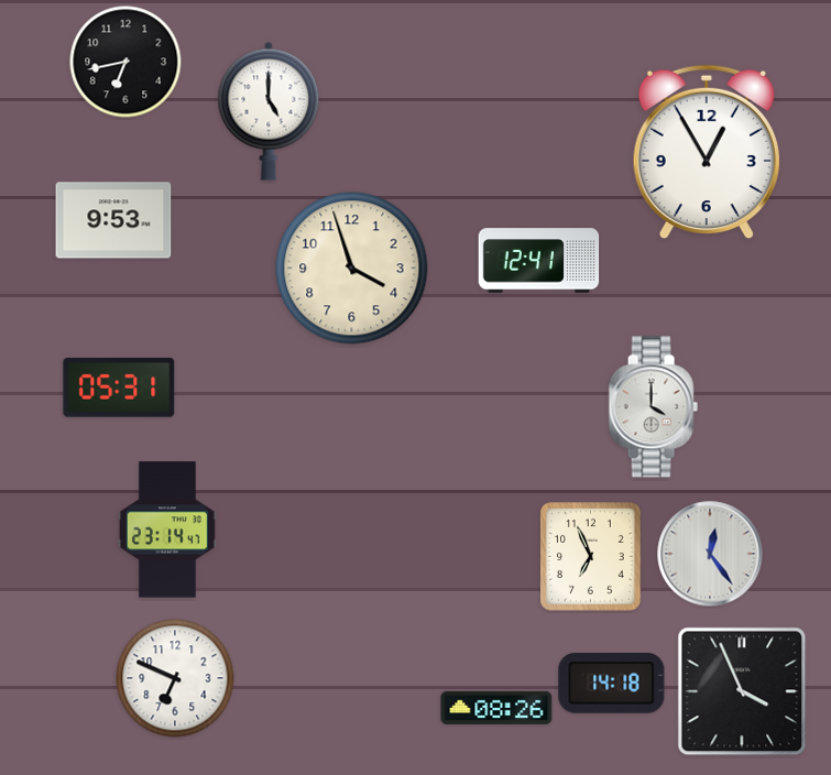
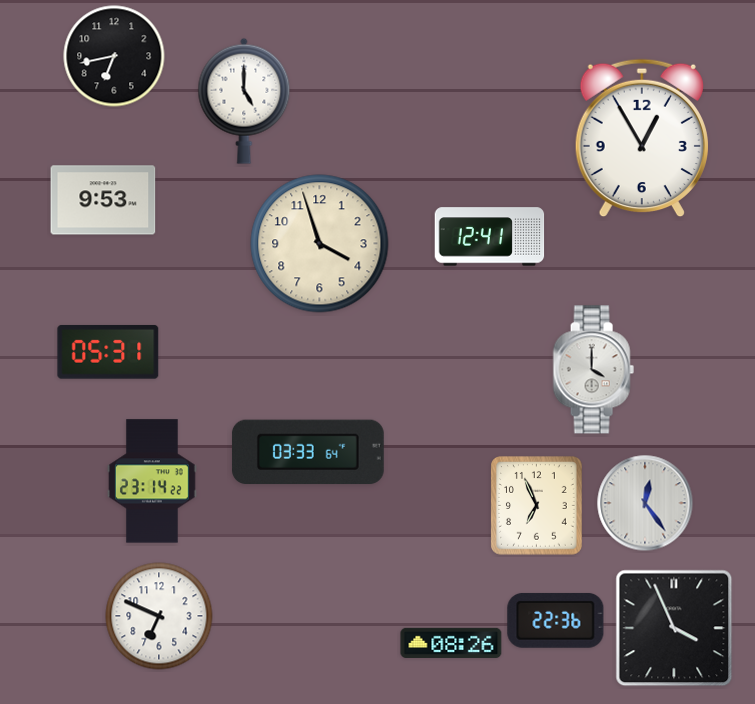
clock at (308, 452): none -> 03:33
clock at (168, 530): 23:14:47 -> 23:14:22
clock at (612, 683): 14:18 -> 22:36
